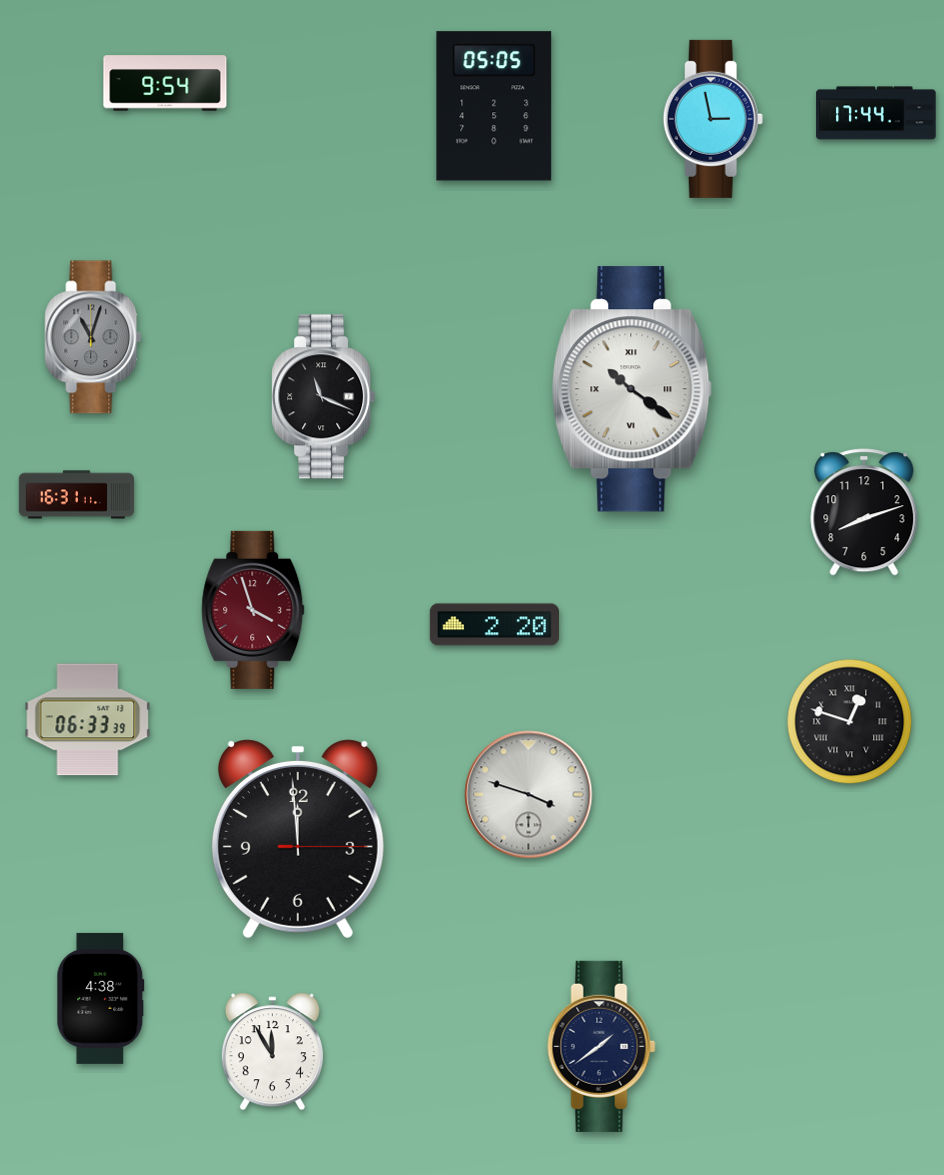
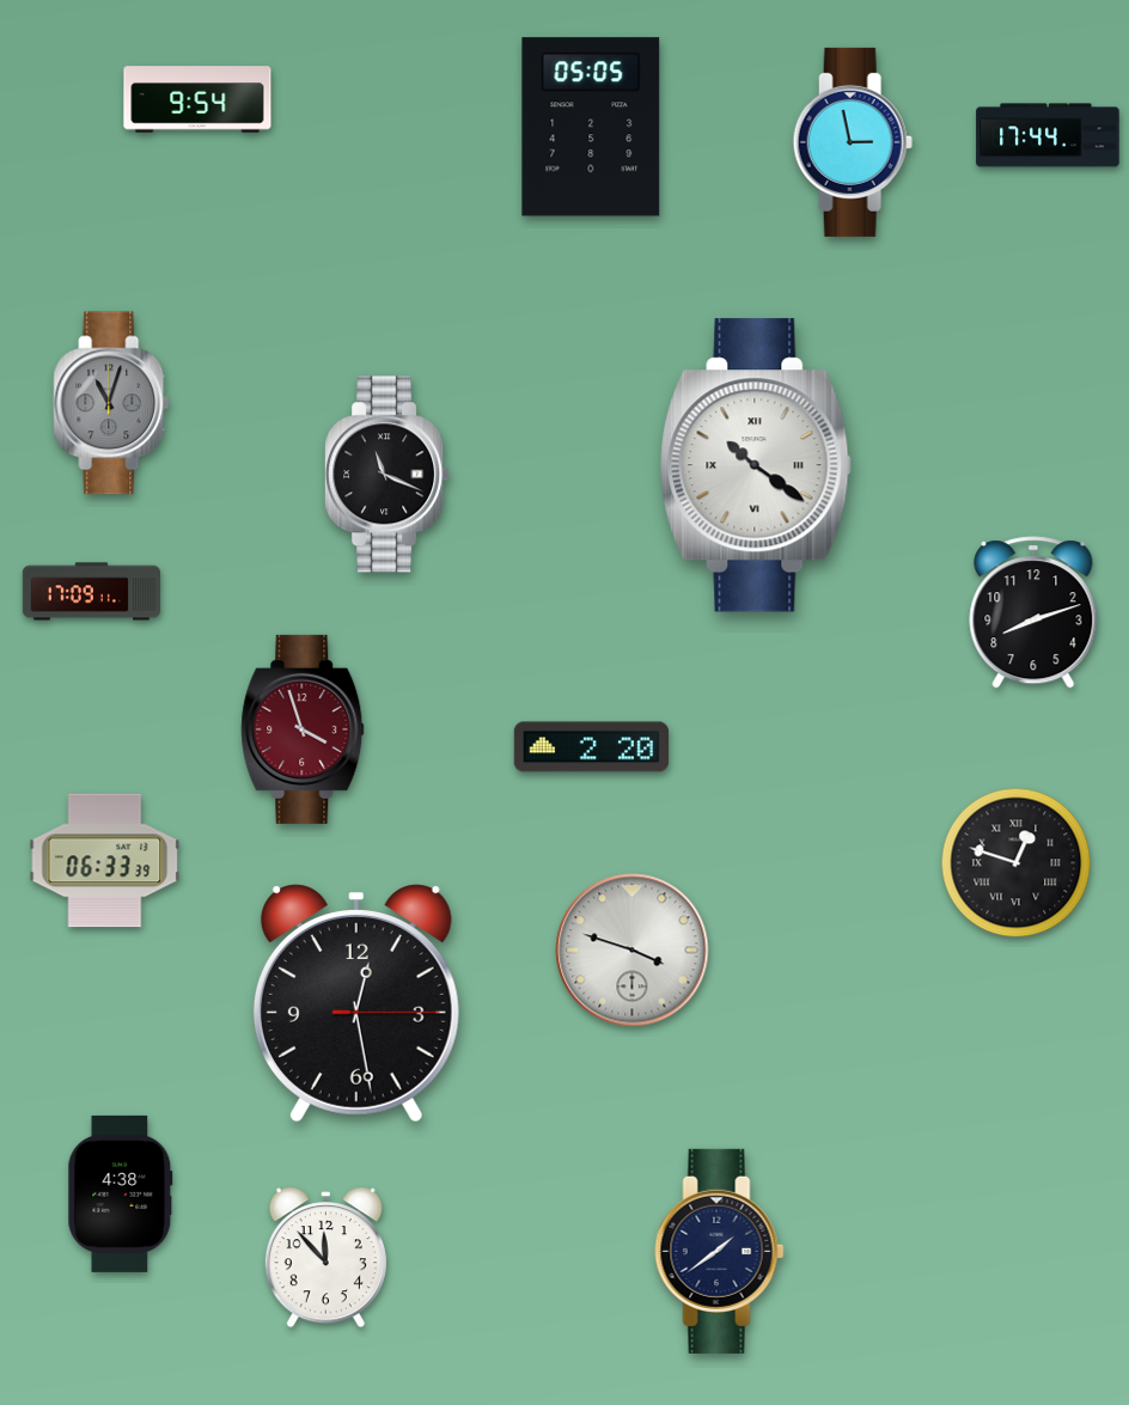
clock at (77, 495): 16:31 -> 17:09
clock at (298, 839): 11:59 -> 12:28
clock at (272, 1052): 11:55 -> 11:53
